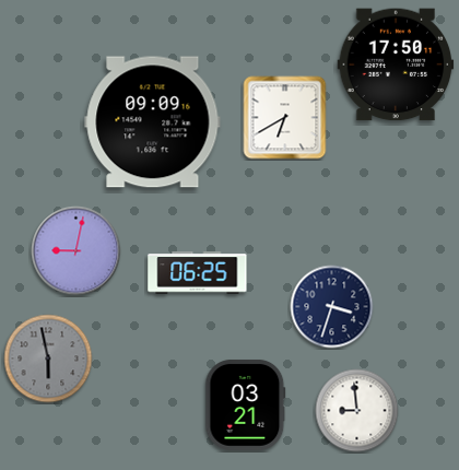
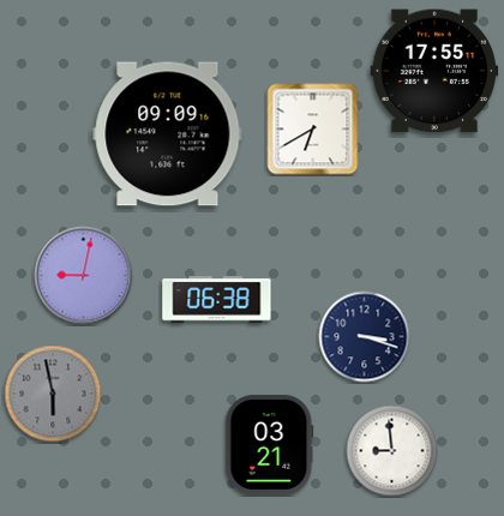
clock at (396, 64): 17:50 -> 17:55
clock at (198, 273): 06:25 -> 06:38
clock at (332, 307): 3:33 -> 3:18
